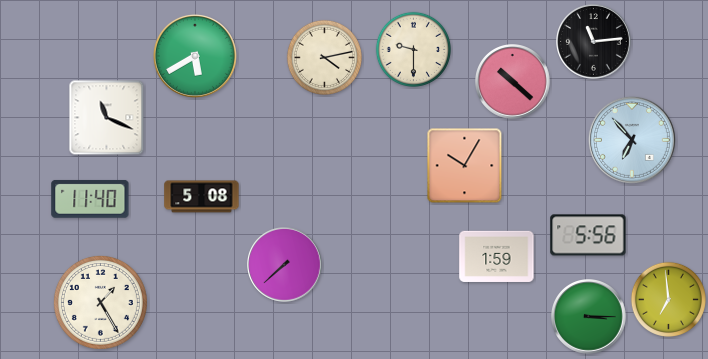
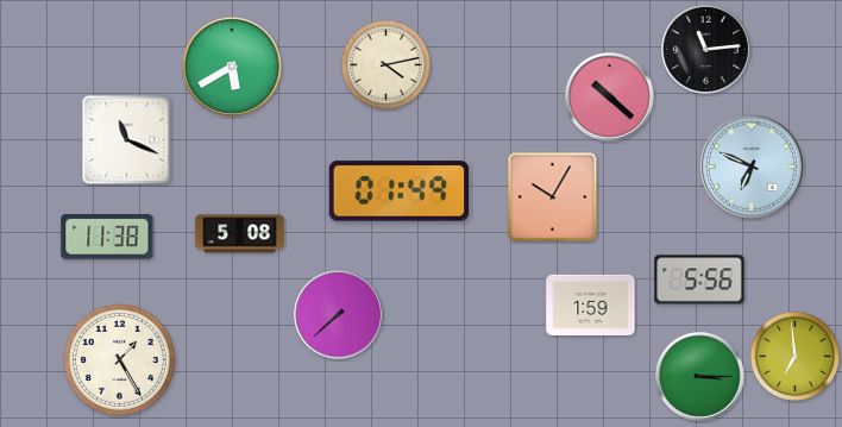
clock at (413, 49): 9:30 -> none
clock at (324, 57) position: (324, 57) -> (385, 64)
clock at (632, 140): 6:53 -> 6:49
clock at (400, 191): none -> 01:49
clock at (90, 199): 11:40 -> 11:38
